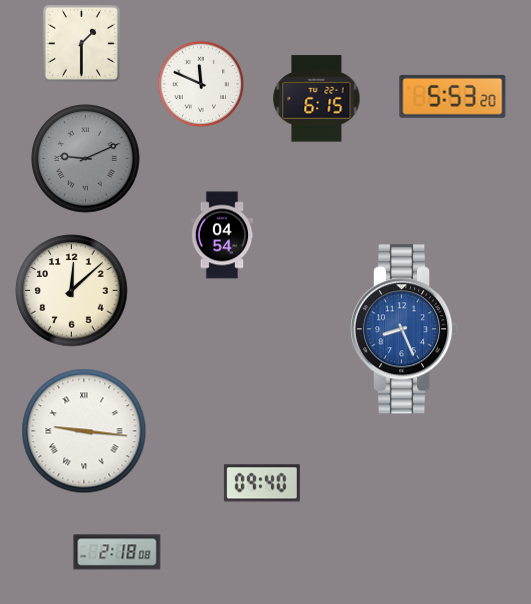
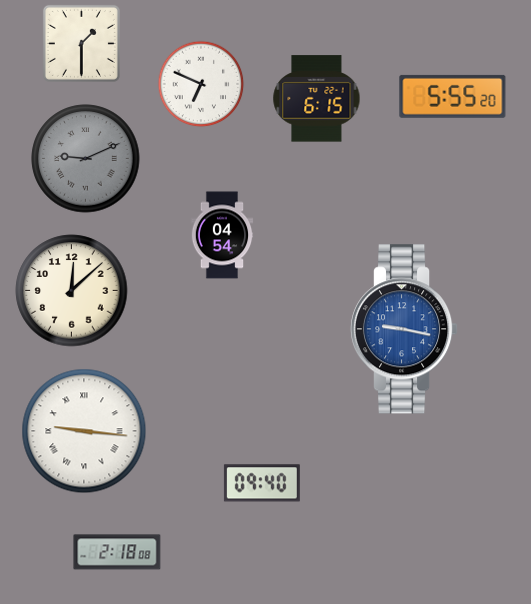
clock at (201, 84): 11:49 -> 6:49
clock at (453, 96): 5:53 -> 5:55
clock at (404, 329): 8:26 -> 9:17
